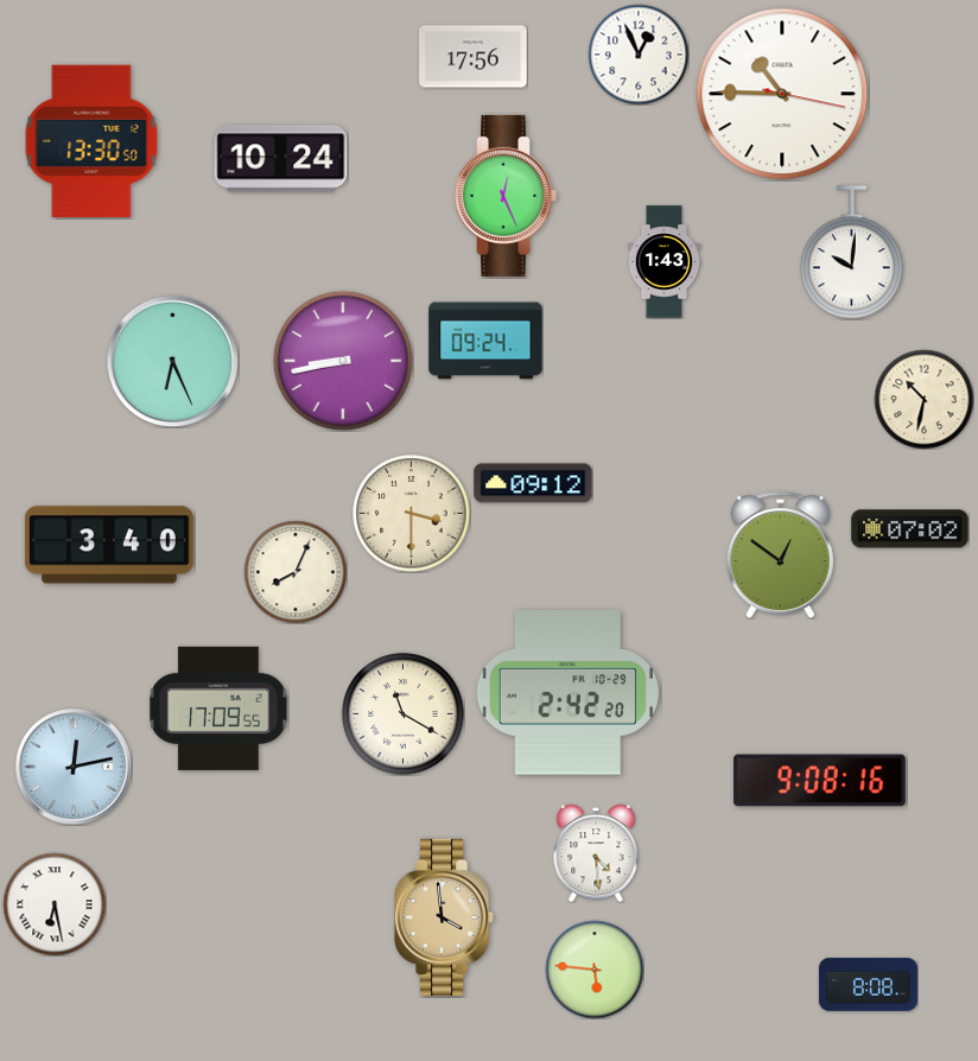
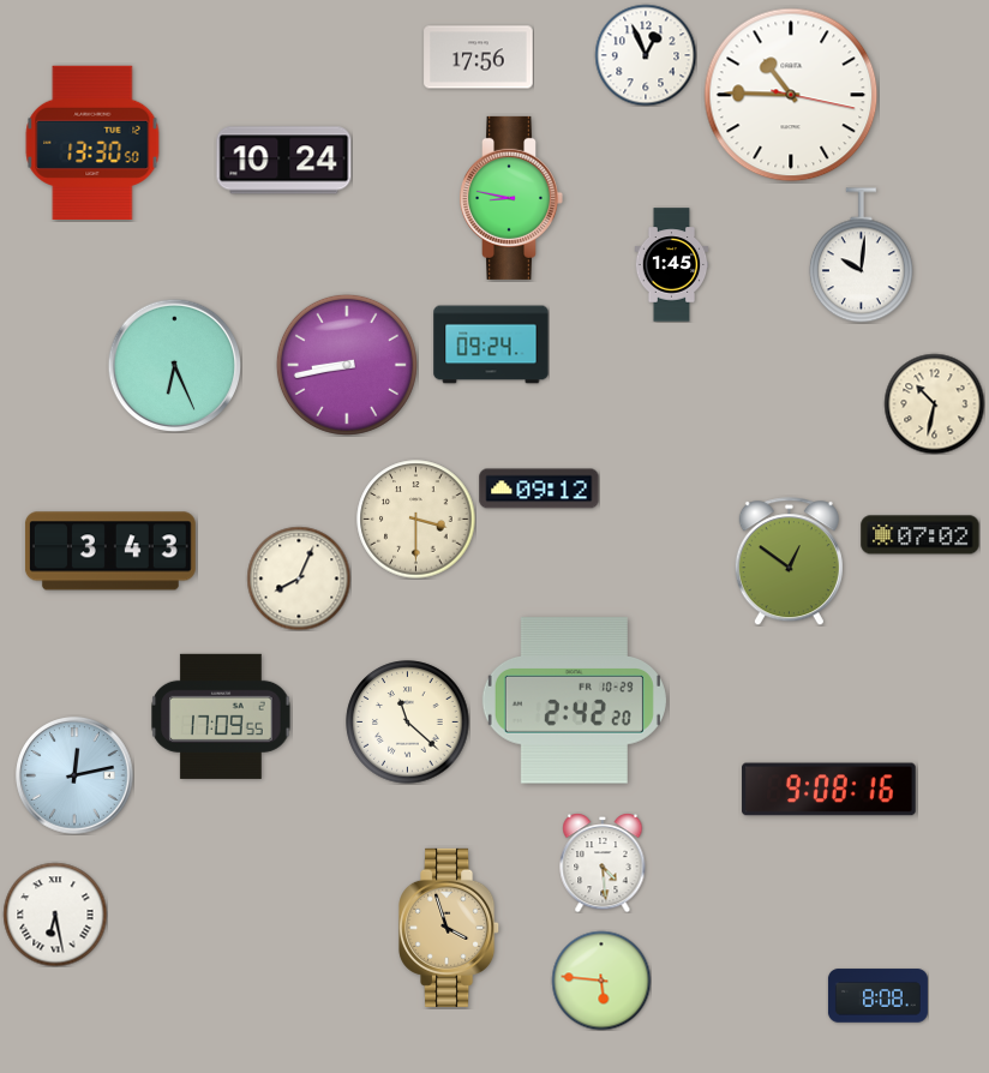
clock at (506, 196): 12:26 -> 8:47
clock at (665, 262): 1:43 -> 1:45
clock at (109, 545): 3:40 -> 3:43
clock at (404, 714): 11:20 -> 11:22
clock at (445, 917): 3:59 -> 3:57
